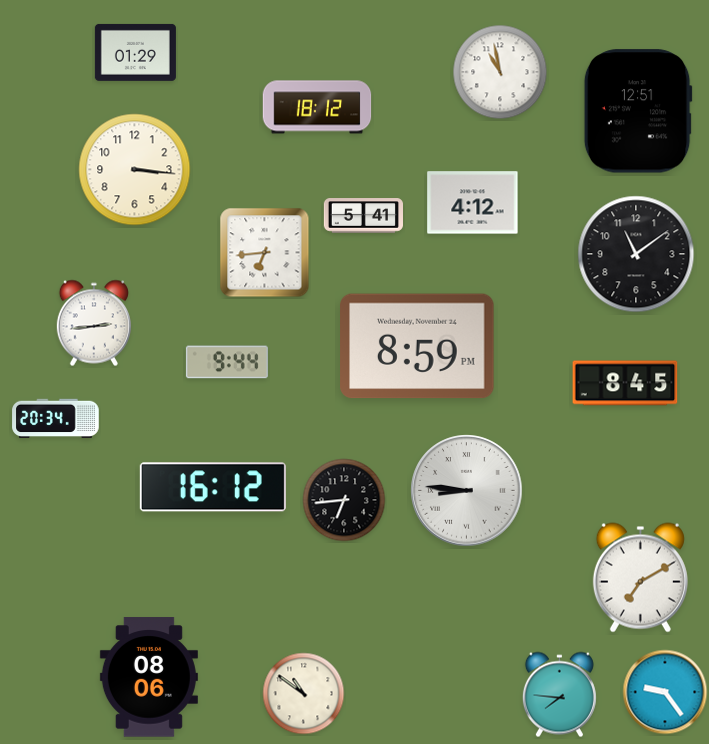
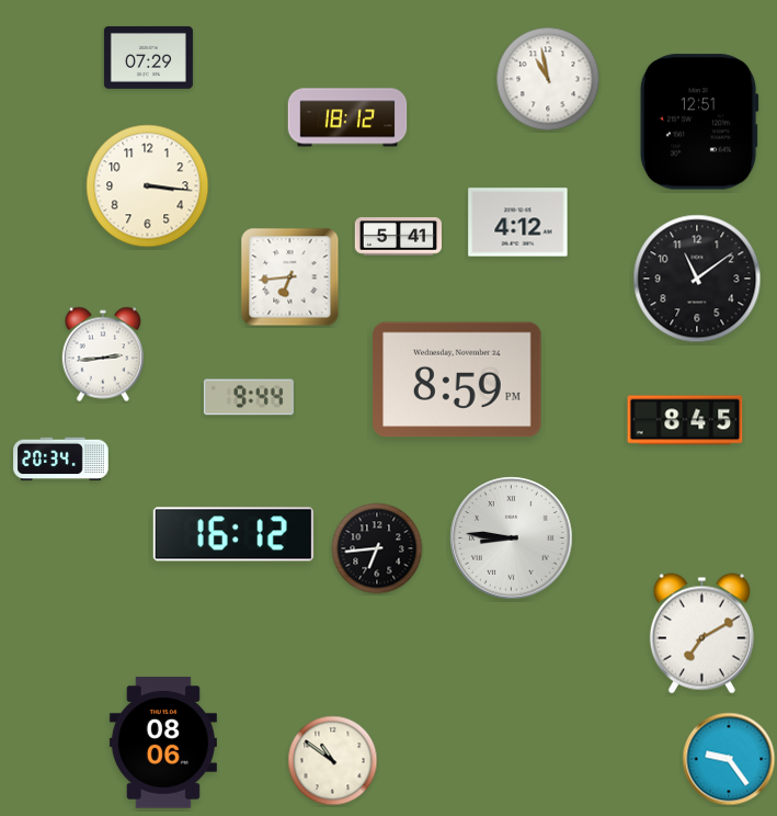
clock at (135, 52): 01:29 -> 07:29
clock at (559, 695): 7:46 -> none
